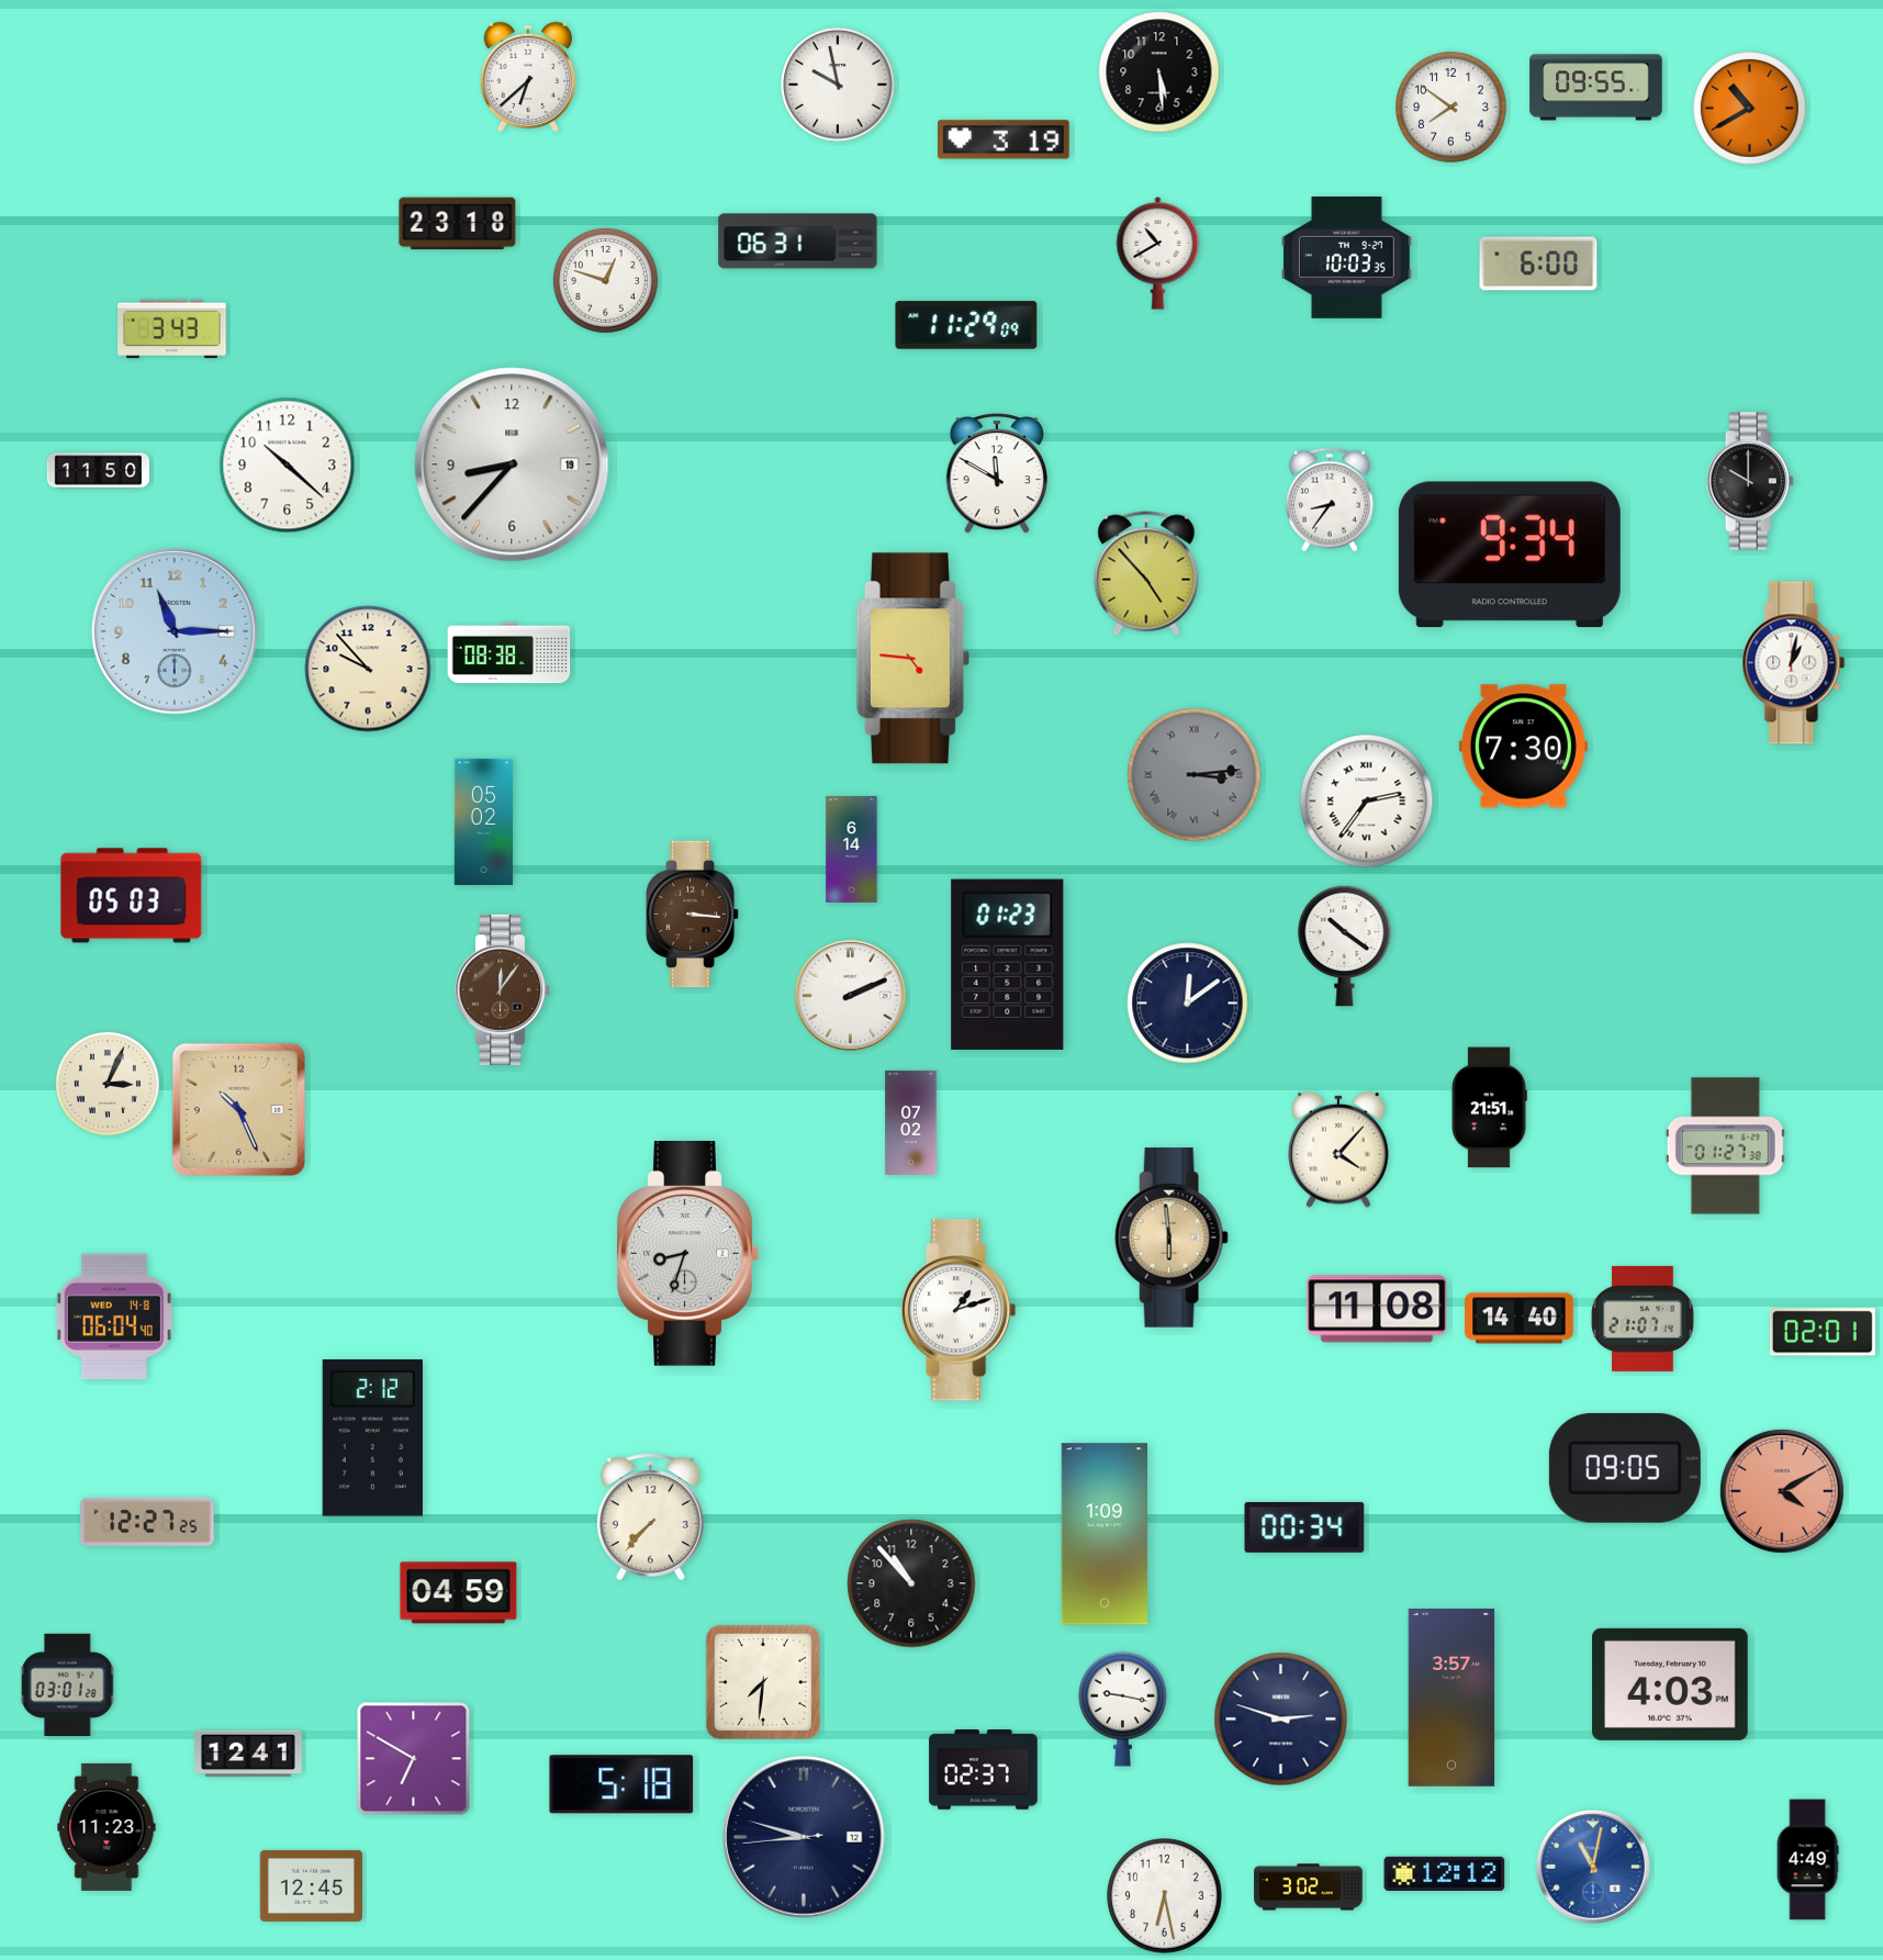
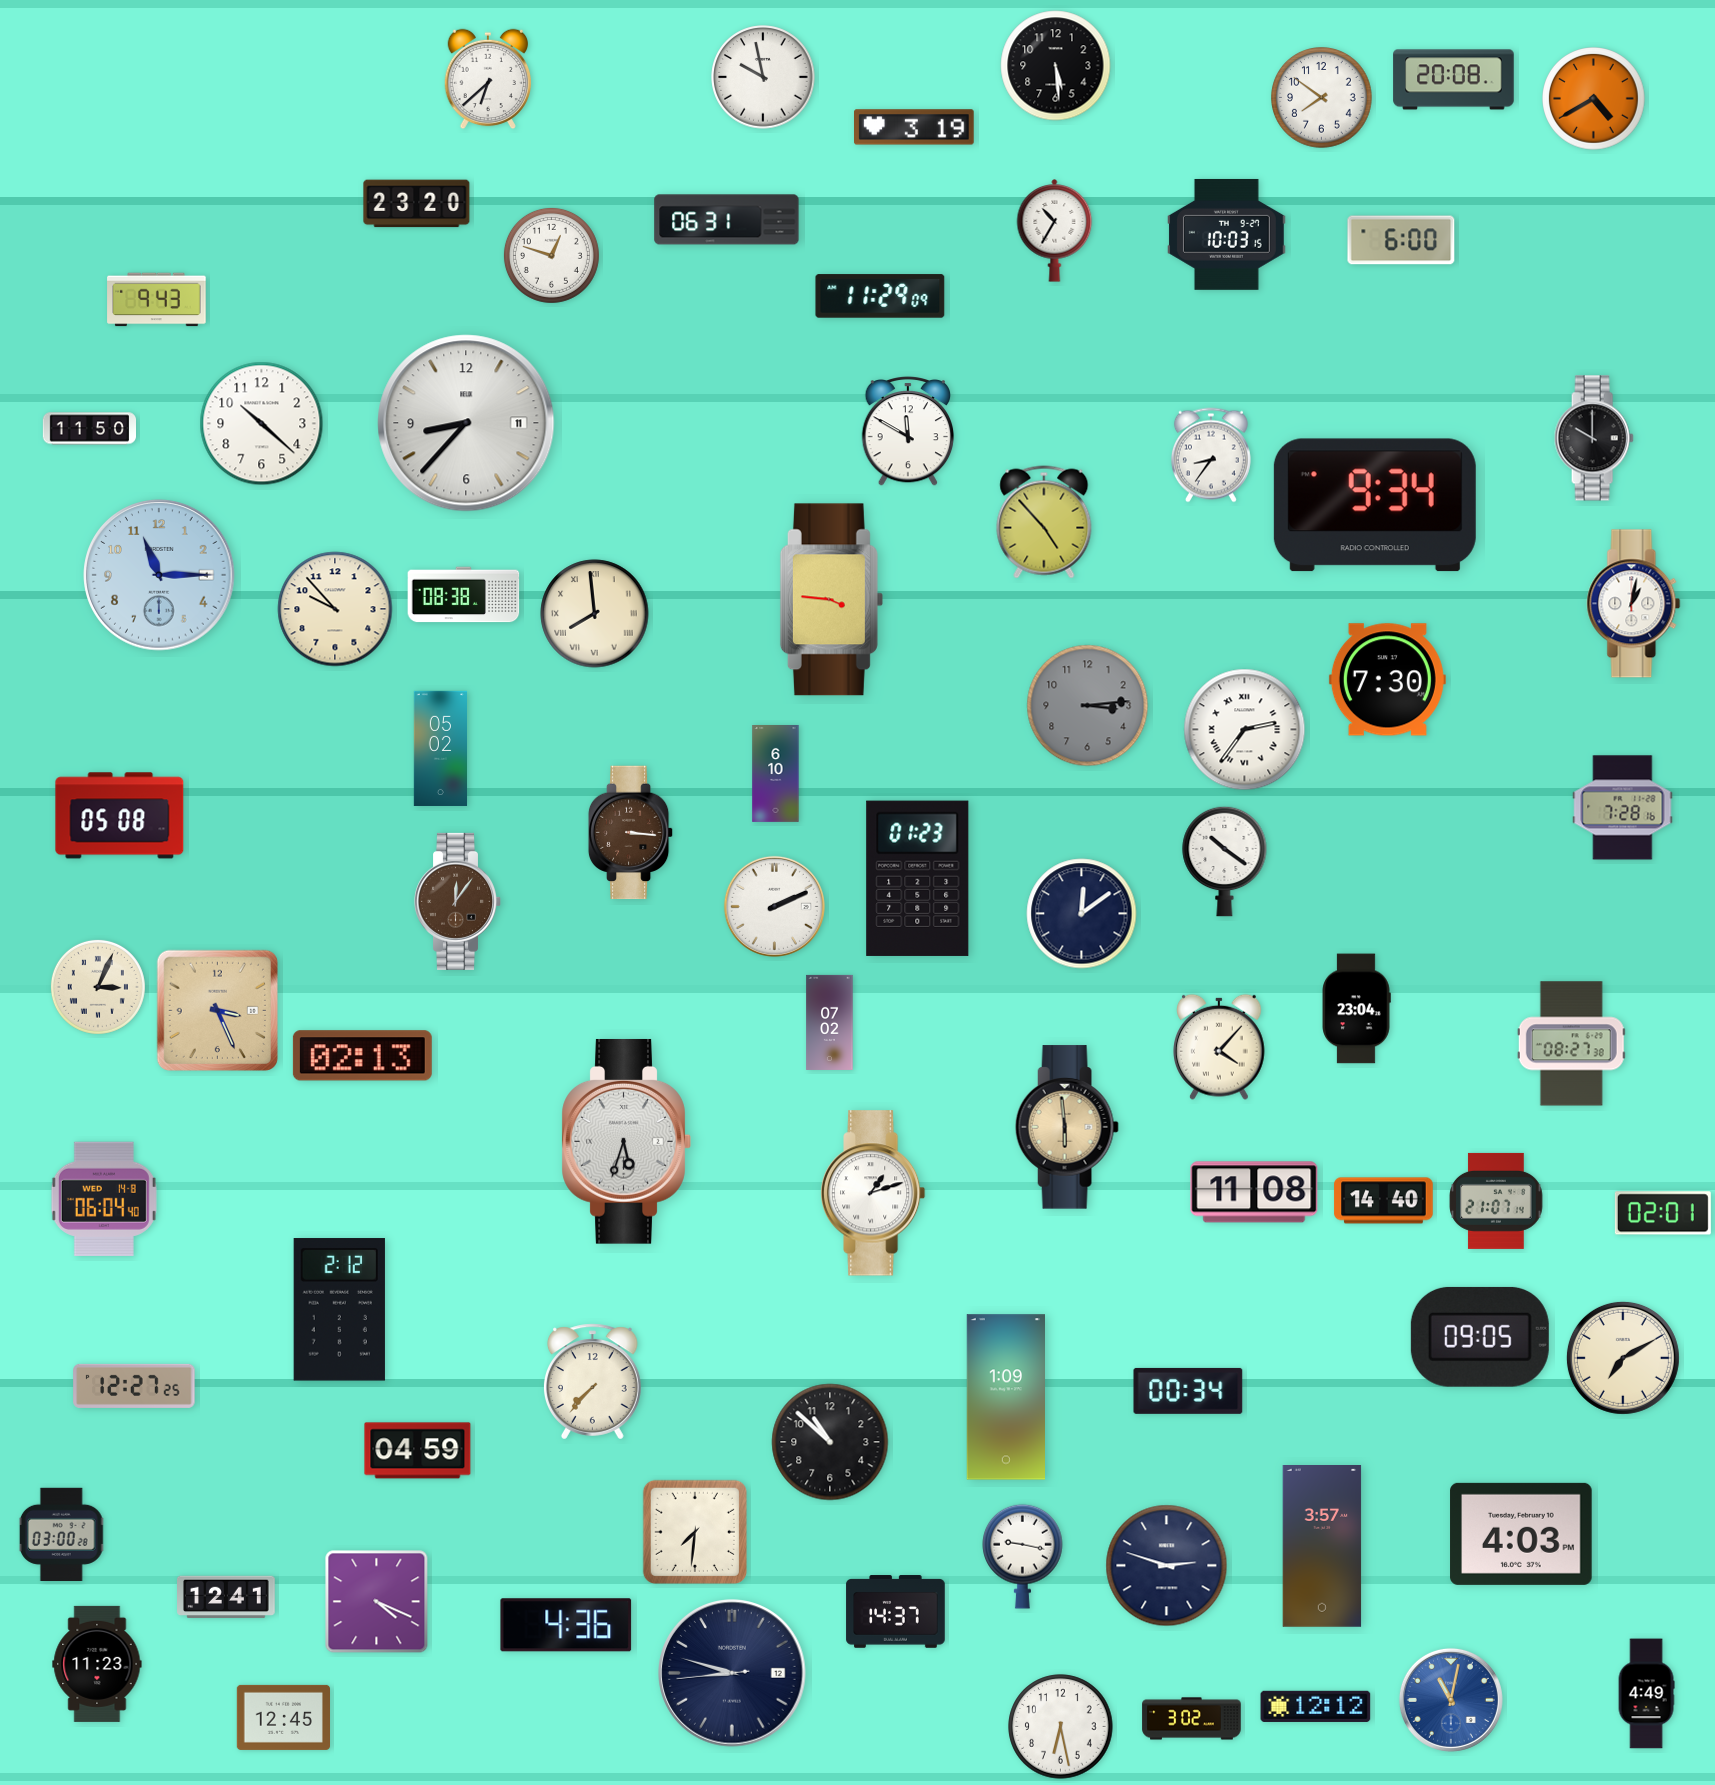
clock at (527, 77) position: (527, 77) -> (487, 79)
clock at (1596, 88): 09:55 -> 20:08
clock at (1750, 109): 10:40 -> 4:40
clock at (458, 224): 23:18 -> 23:20
clock at (1158, 254): 10:40 -> 10:35
clock at (1347, 257): 10:03:35 -> 10:03:15
clock at (172, 329): 3:43 -> 9:43
clock at (512, 464) date: 19 -> 11
clock at (912, 659): 4:46 -> 3:46
clock at (595, 614): none -> 7:59
clock at (1195, 775) numerals: Roman -> Arabic
clock at (852, 850): 6:14 -> 6:10
clock at (1623, 808): none -> 7:28
clock at (132, 896): 05:03 -> 05:08
clock at (1489, 1108): 21:51 -> 23:04
clock at (238, 1109): 10:26 -> 3:26
clock at (1725, 1146): 01:27 -> 08:27
clock at (362, 1056): none -> 02:13
clock at (687, 1253): 8:33 -> 5:33
clock at (1823, 1332) position: (1823, 1332) -> (1663, 1213)
clock at (1782, 1491): 4:10 -> 7:10
clock at (1782, 1491) dial: salmon -> cream
clock at (911, 1583): 10:53 -> 10:52
clock at (68, 1684): 03:01 -> 03:00
clock at (414, 1759): 6:50 -> 4:19
clock at (984, 1770): 02:37 -> 14:37
clock at (621, 1784): 5:18 -> 4:36
